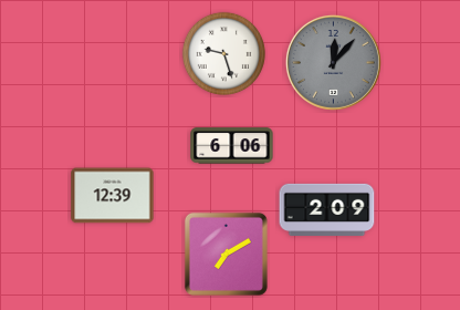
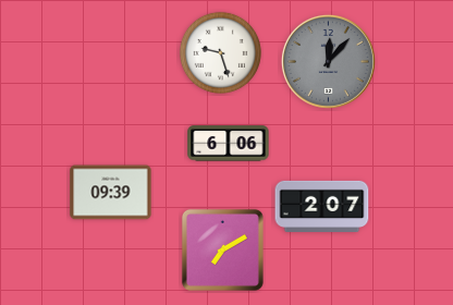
clock at (113, 196): 12:39 -> 09:39
clock at (327, 209): 2:09 -> 2:07
